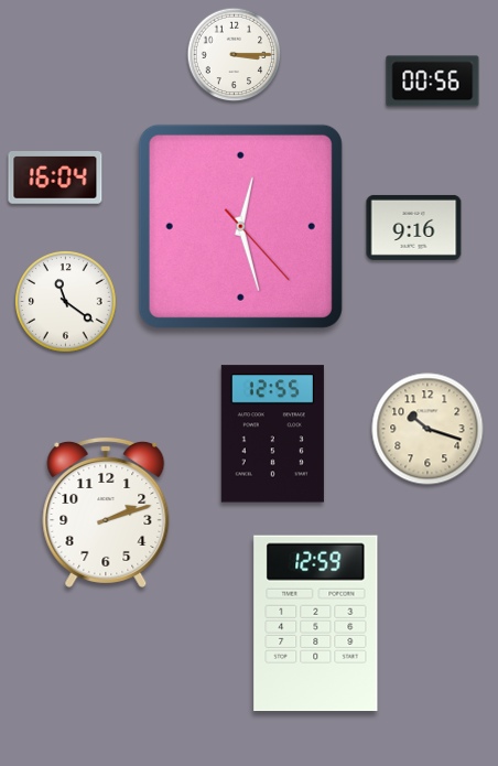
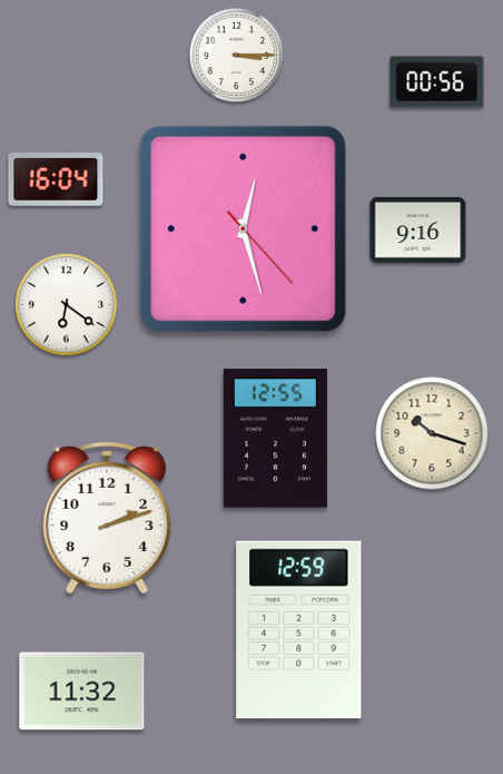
clock at (66, 302): 11:21 -> 6:21
clock at (316, 624) position: (316, 624) -> (299, 630)
clock at (82, 692): none -> 11:32
